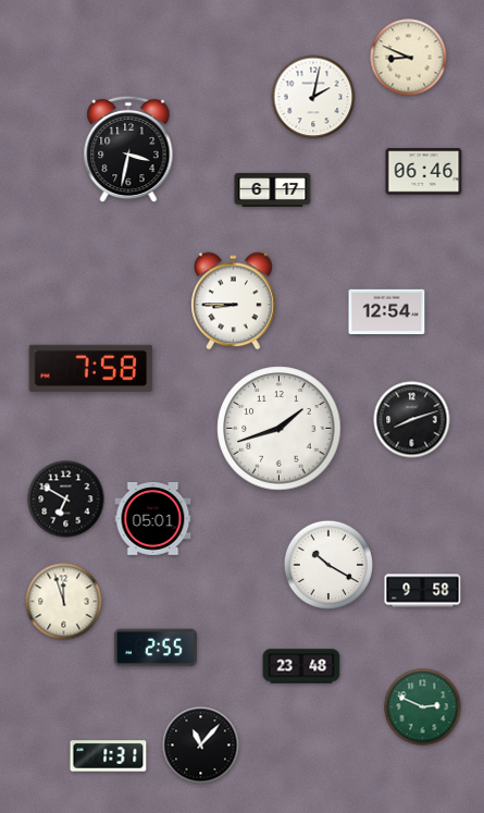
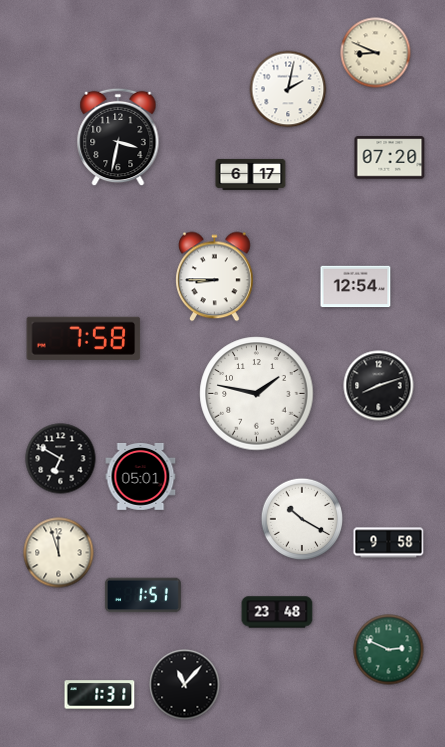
clock at (424, 172): 06:46 -> 07:20
clock at (280, 429): 1:42 -> 1:47
clock at (156, 648): 2:55 -> 1:51
